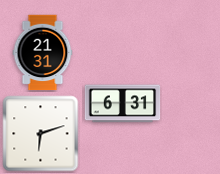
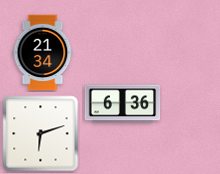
clock at (43, 53): 21:31 -> 21:34
clock at (123, 104): 6:31 -> 6:36
